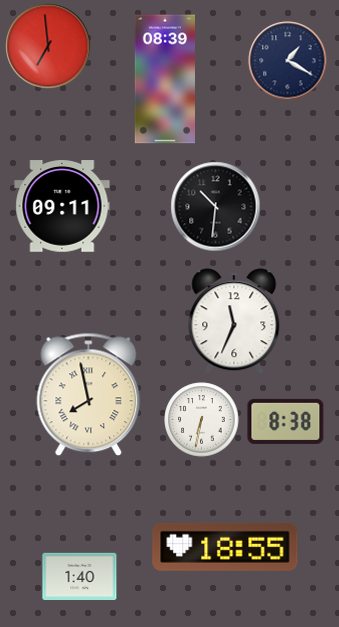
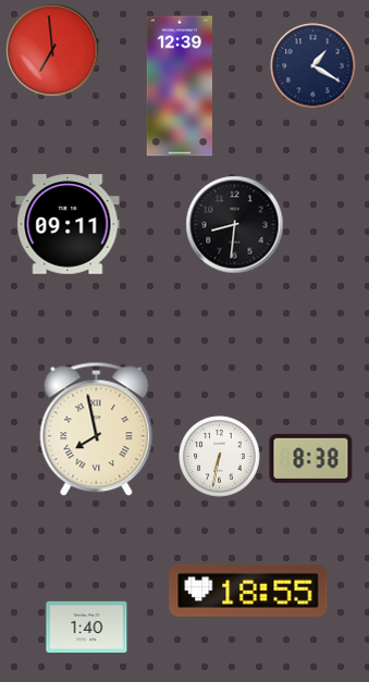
clock at (164, 79): 08:39 -> 12:39
clock at (216, 207): 10:31 -> 8:31
clock at (234, 321): 11:34 -> none
clock at (225, 547) position: (225, 547) -> (248, 591)
